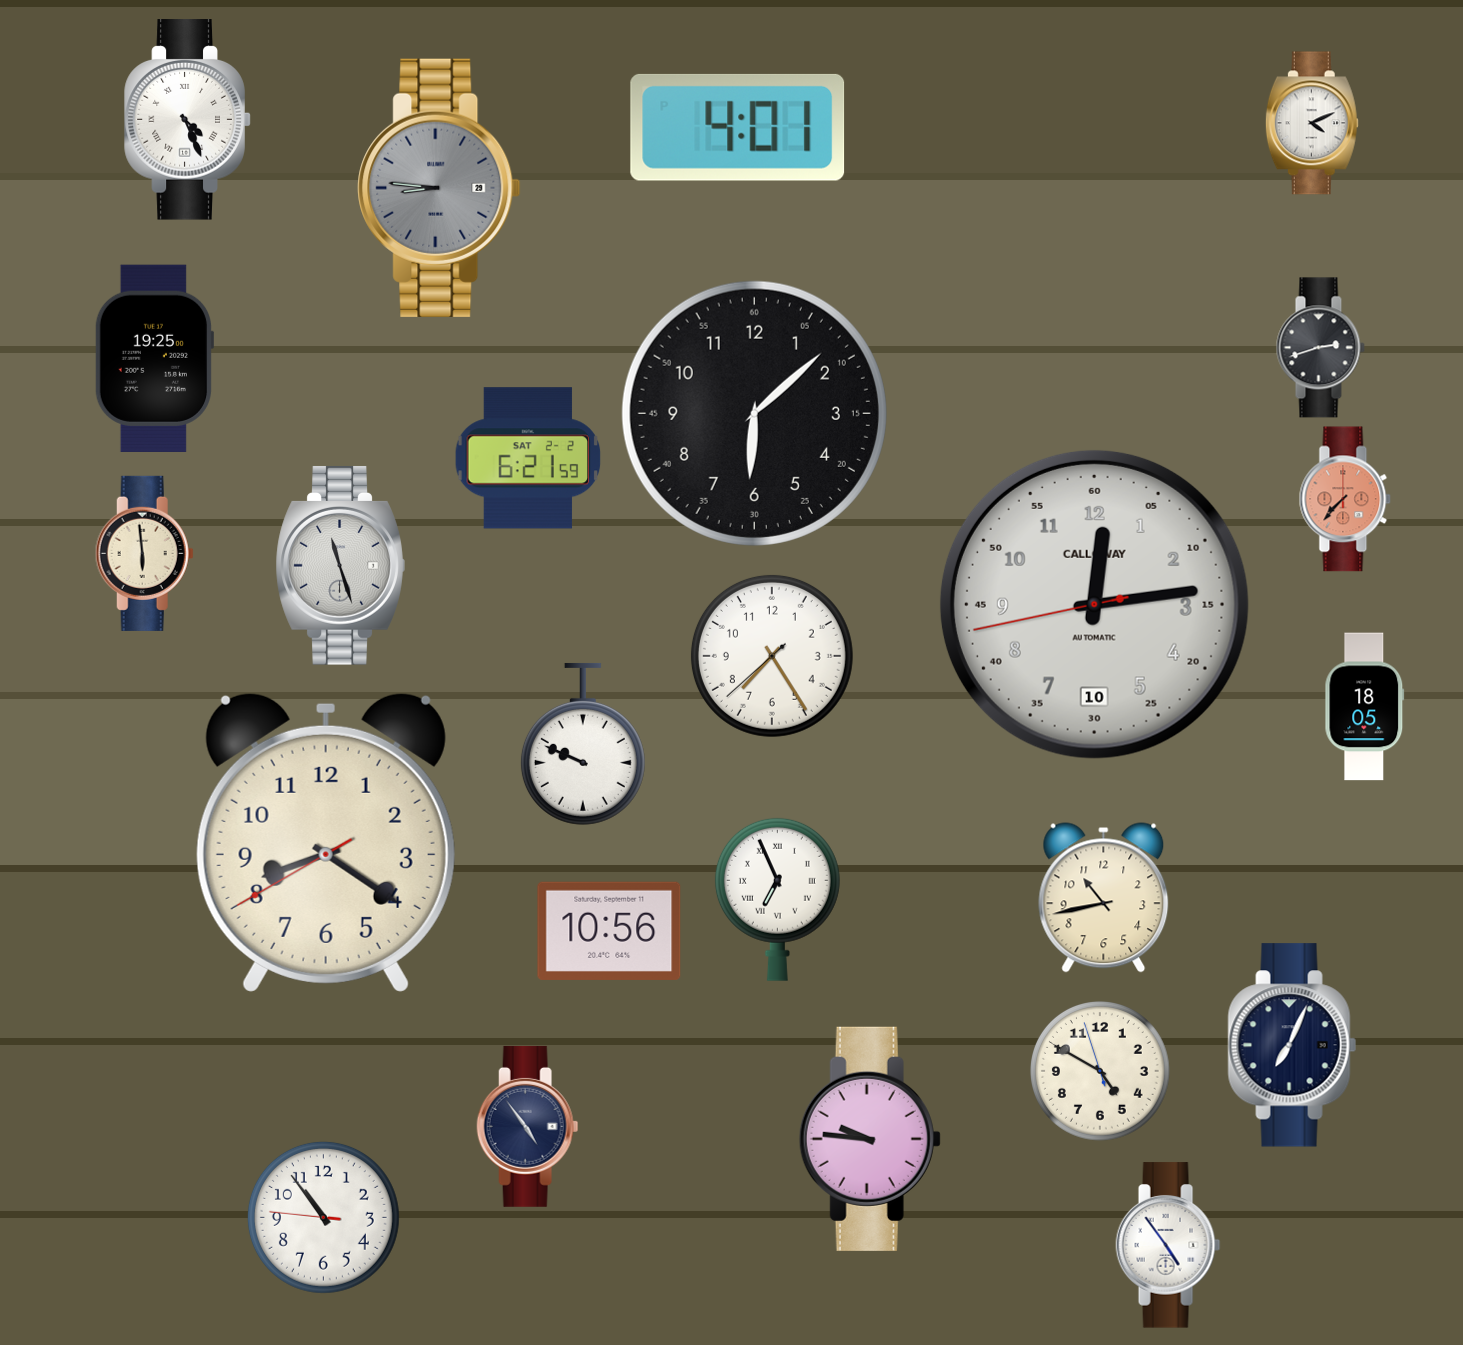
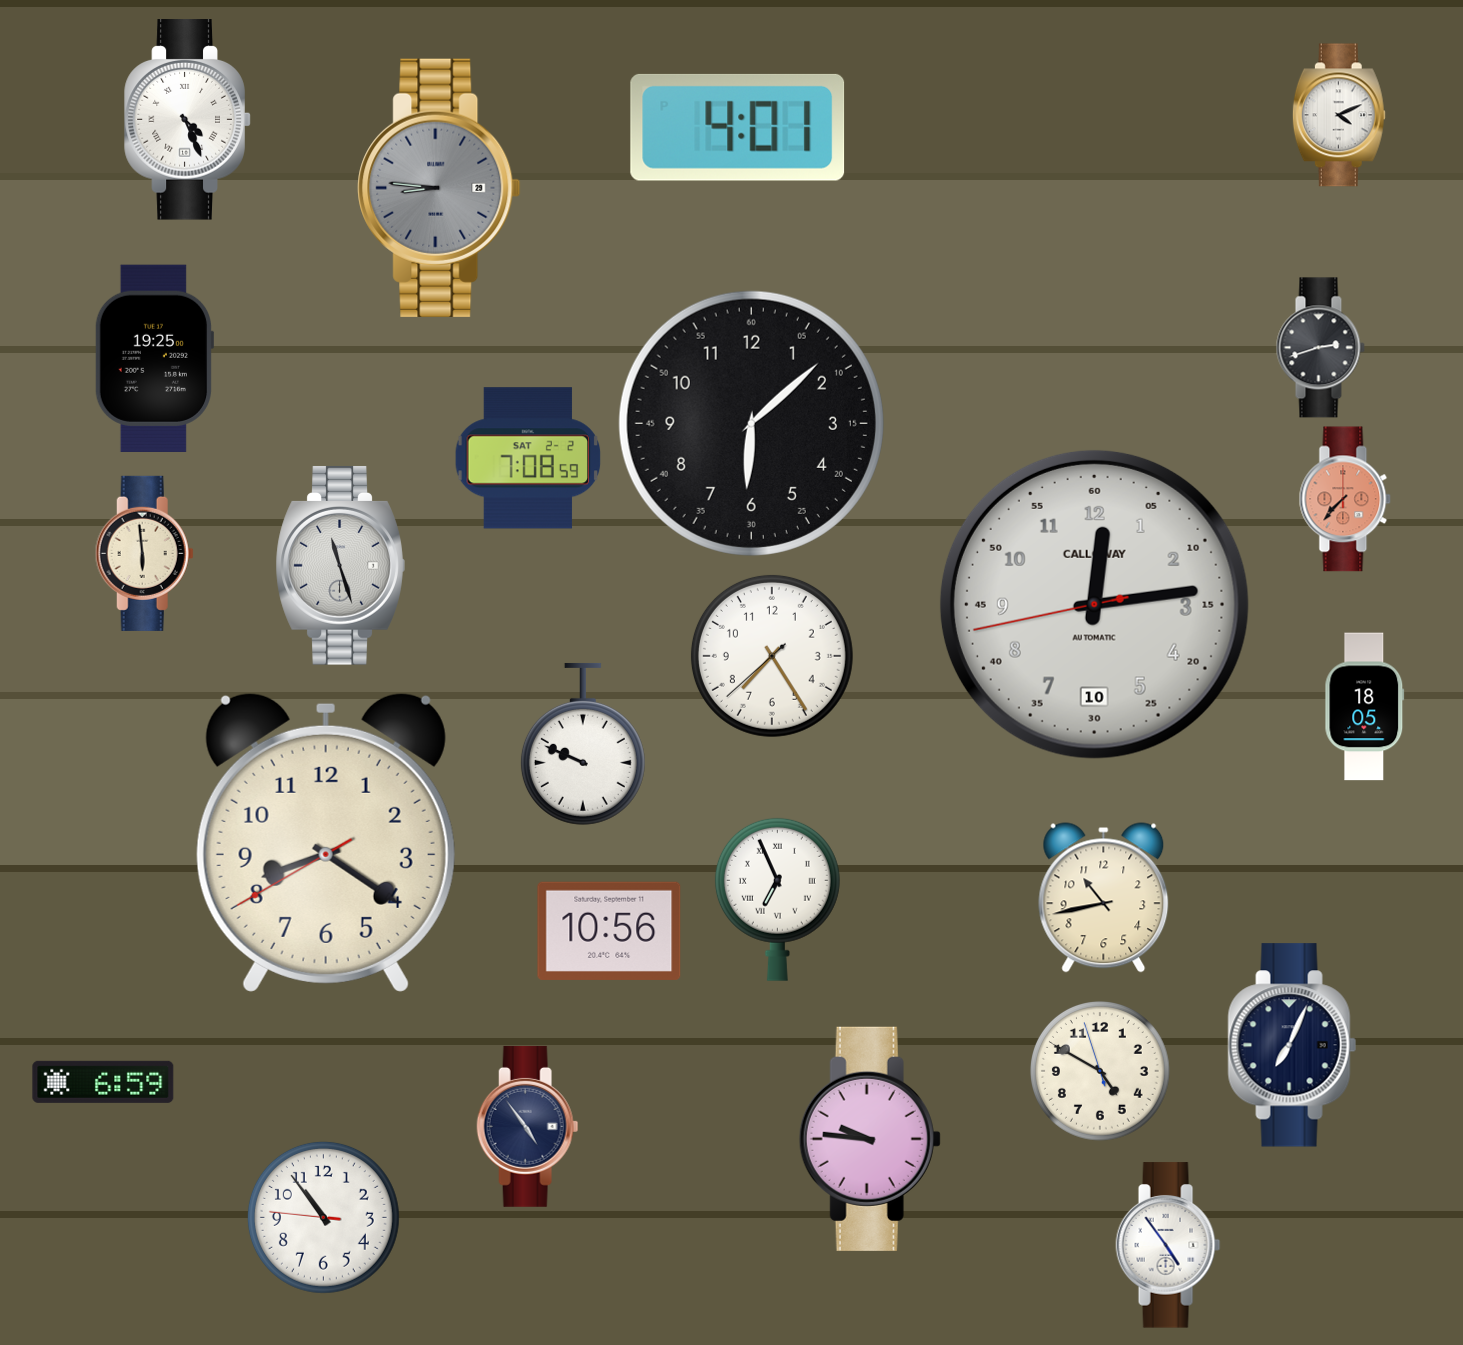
clock at (1312, 123) position: (1312, 123) -> (1339, 115)
clock at (754, 413) position: (754, 413) -> (751, 423)
clock at (528, 458): 6:21 -> 7:08
clock at (103, 1082): none -> 6:59
